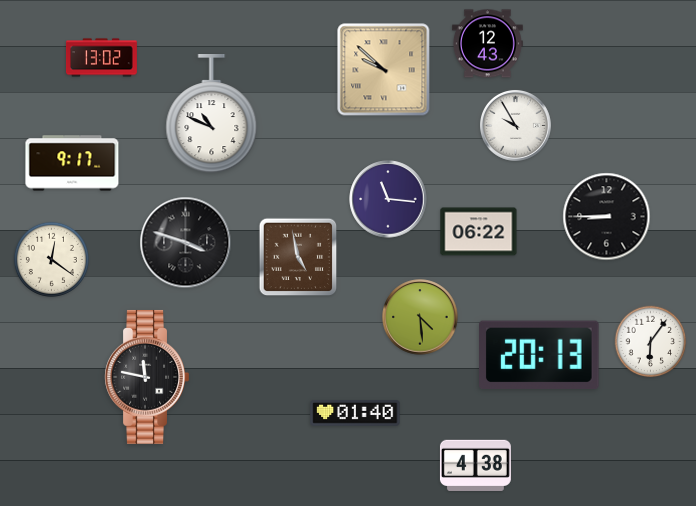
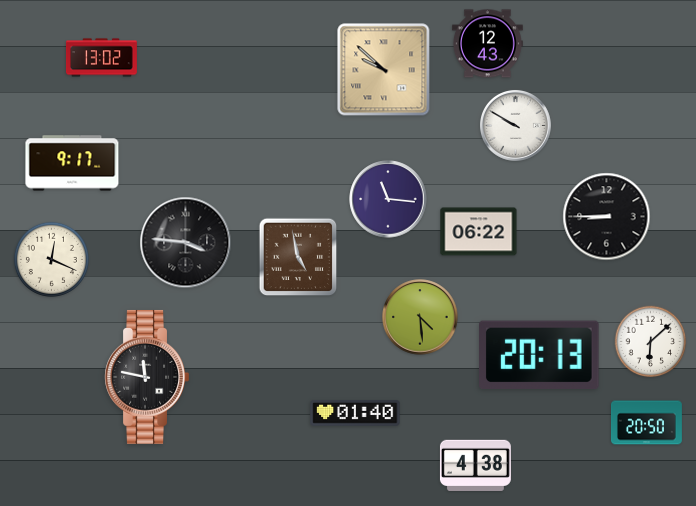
clock at (212, 115): 10:49 -> none
clock at (515, 125): 9:55 -> 9:50
clock at (186, 243): 3:48 -> 3:46
clock at (51, 259): 12:21 -> 12:19
clock at (651, 342): 6:06 -> 6:08
clock at (647, 423): none -> 20:50
